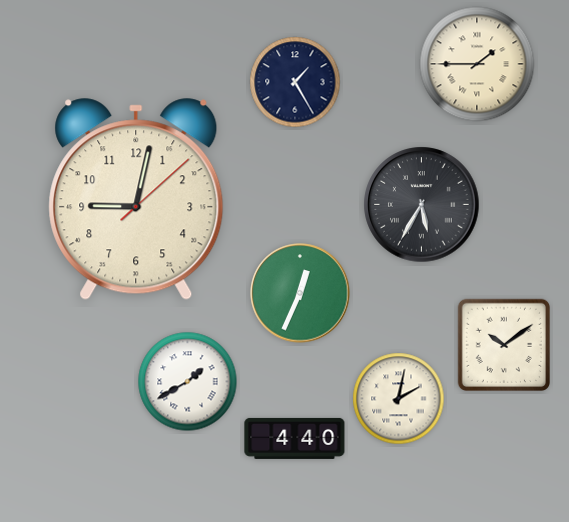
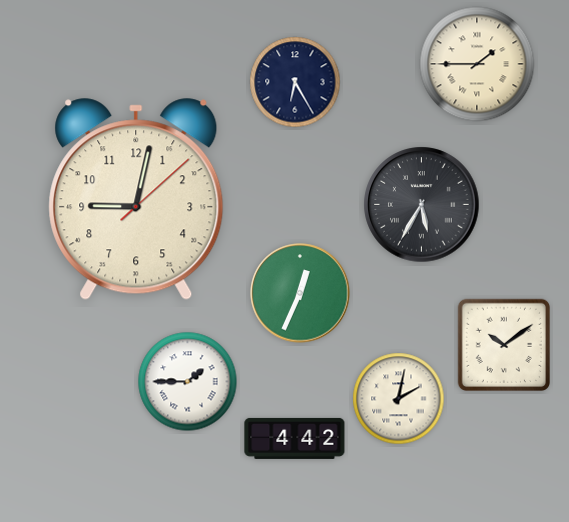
clock at (295, 82): 1:25 -> 6:25
clock at (188, 382): 1:40 -> 1:45
clock at (295, 438): 4:40 -> 4:42
